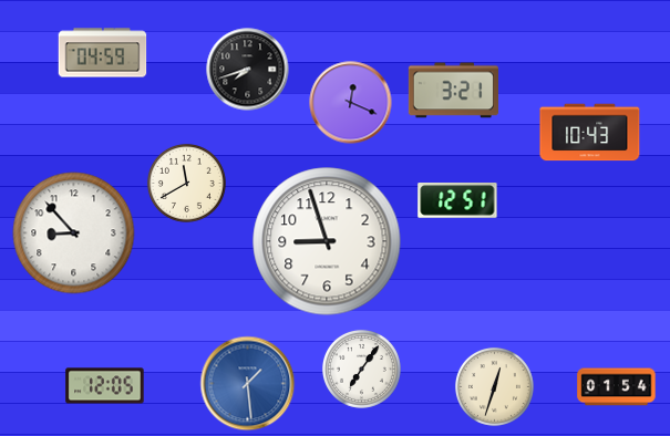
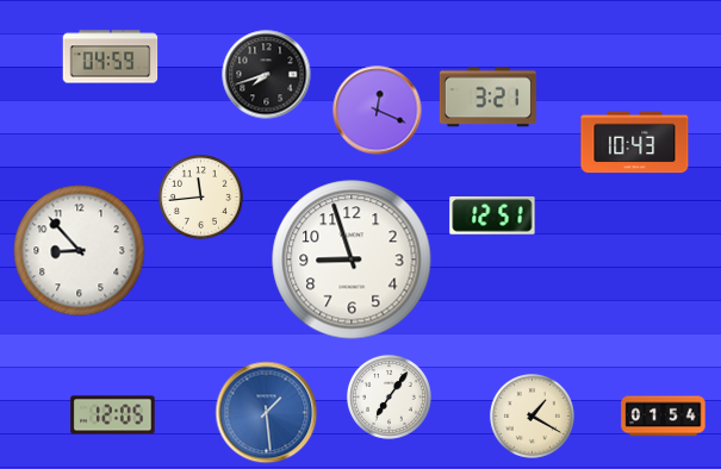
clock at (186, 183): 11:40 -> 11:44
clock at (494, 386): 12:33 -> 1:20
